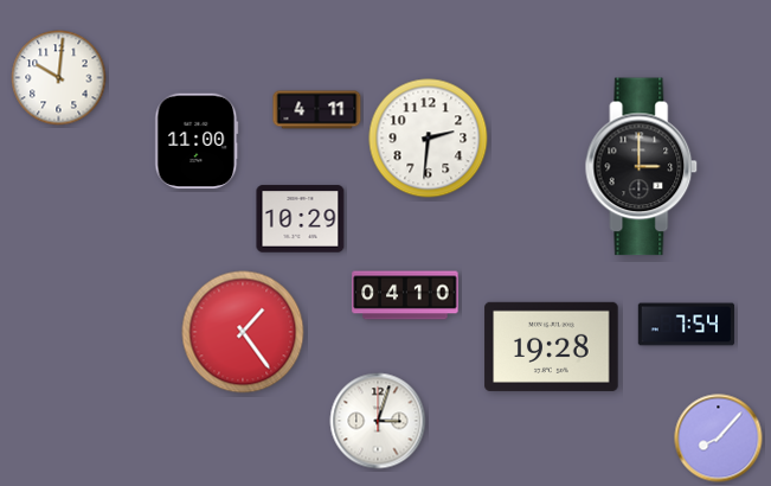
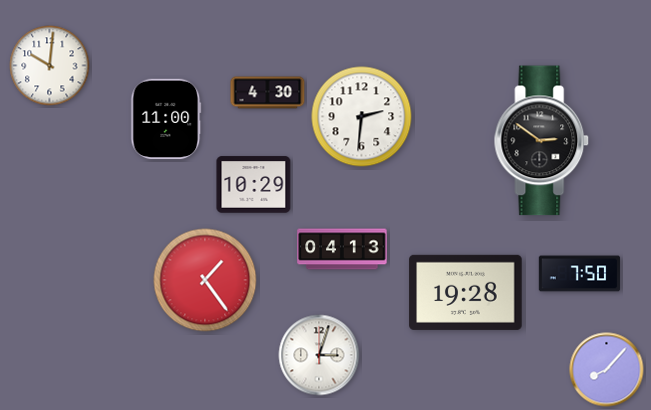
clock at (317, 110): 4:11 -> 4:30
clock at (642, 167): 3:00 -> 2:51
clock at (405, 295): 04:10 -> 04:13
clock at (687, 325): 7:54 -> 7:50
